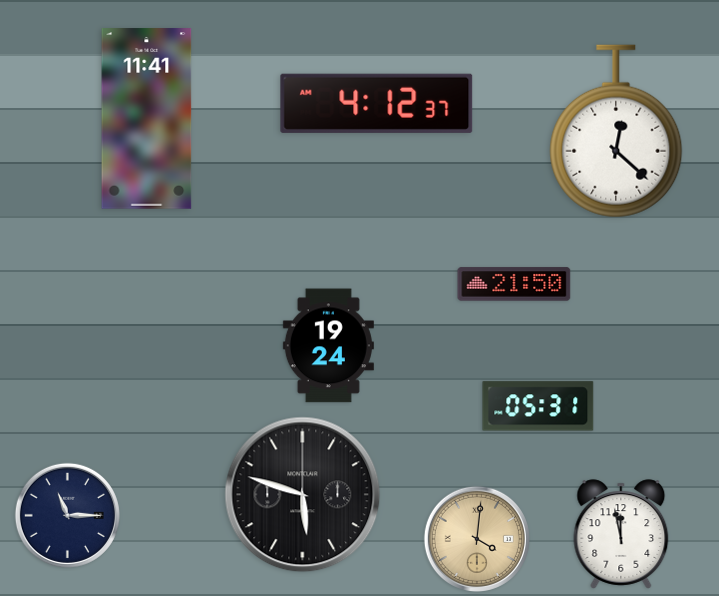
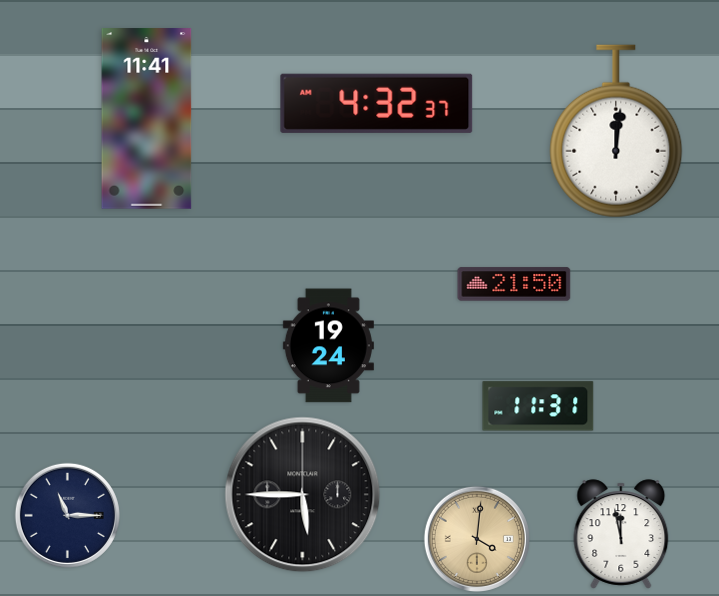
clock at (377, 103): 4:12 -> 4:32
clock at (616, 131): 12:22 -> 12:01
clock at (538, 406): 05:31 -> 11:31
clock at (303, 495): 5:48 -> 5:45
